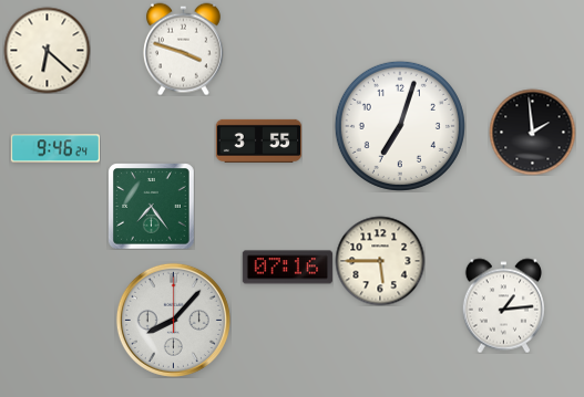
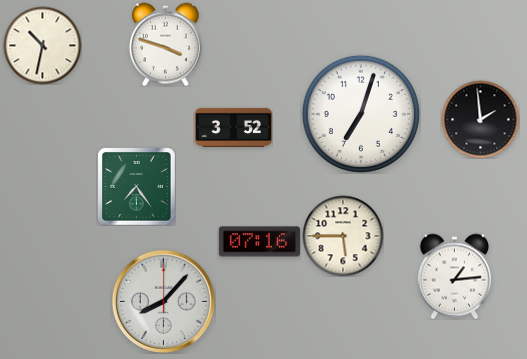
clock at (47, 50): 6:22 -> 10:32
clock at (258, 140): 3:55 -> 3:52
clock at (54, 148): 9:46 -> none
clock at (173, 320) position: (173, 320) -> (163, 301)
